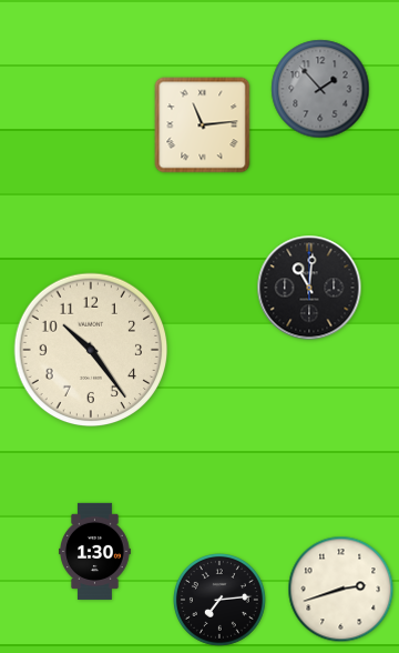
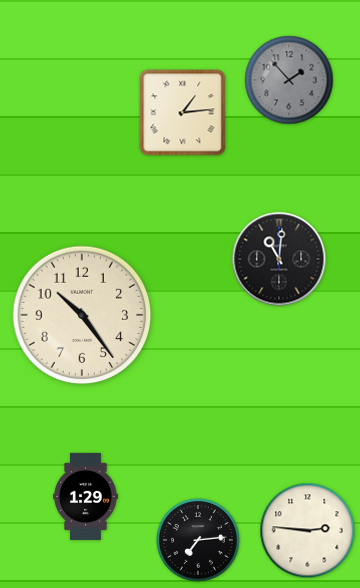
clock at (203, 125): 11:14 -> 1:14
clock at (95, 551): 1:30 -> 1:29
clock at (341, 590): 2:42 -> 2:46
